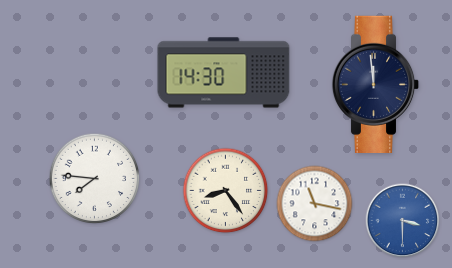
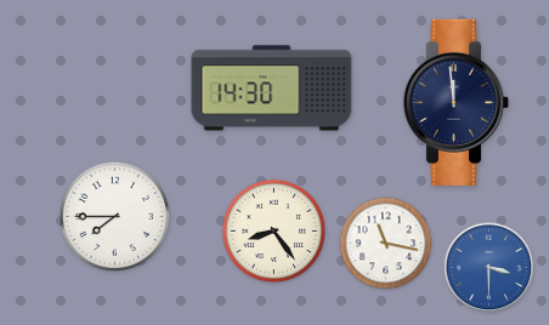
clock at (95, 179): 7:46 -> 7:45
clock at (315, 204) position: (315, 204) -> (386, 244)
